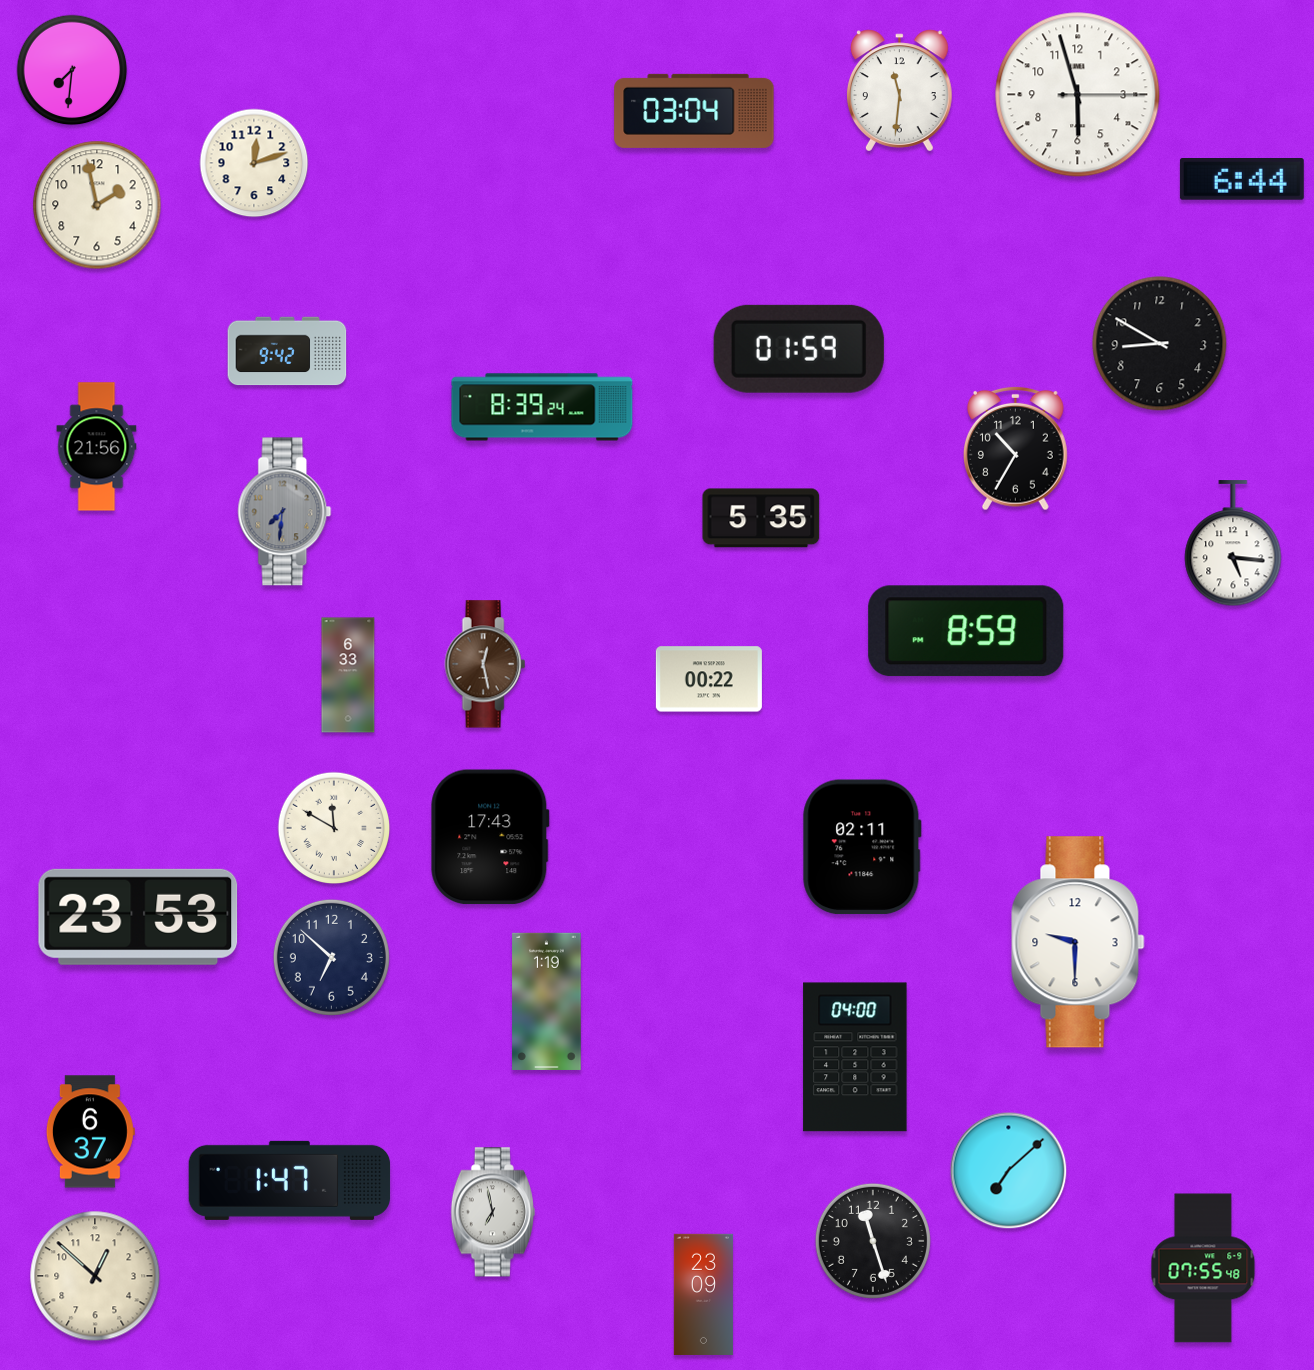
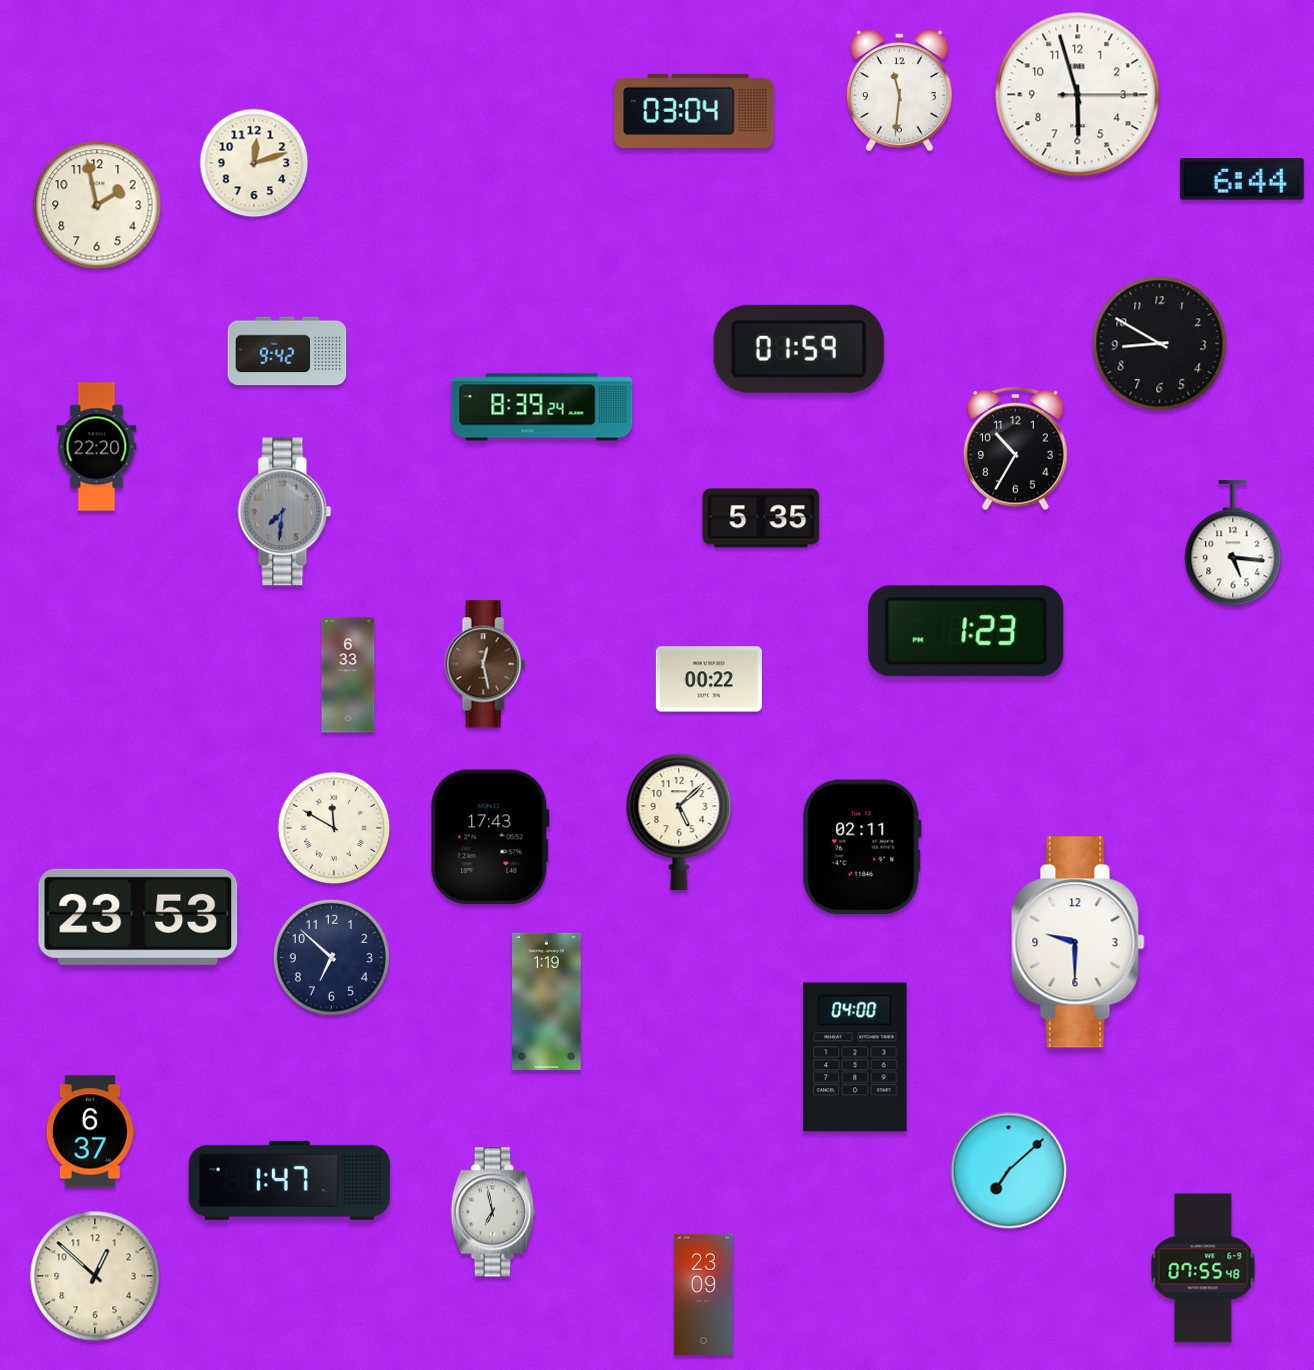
clock at (72, 70): 7:31 -> none
clock at (97, 447): 21:56 -> 22:20
clock at (966, 631): 8:59 -> 1:23
clock at (679, 821): none -> 5:08
clock at (873, 1241): 11:27 -> none
